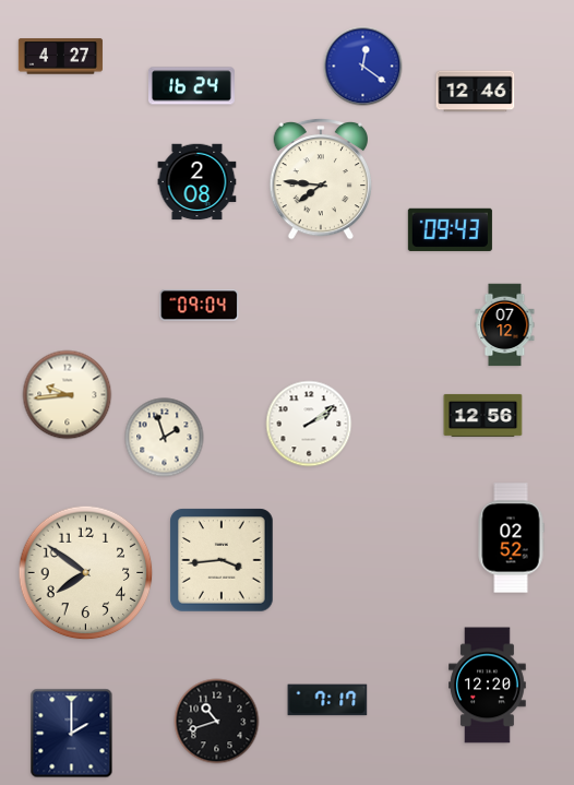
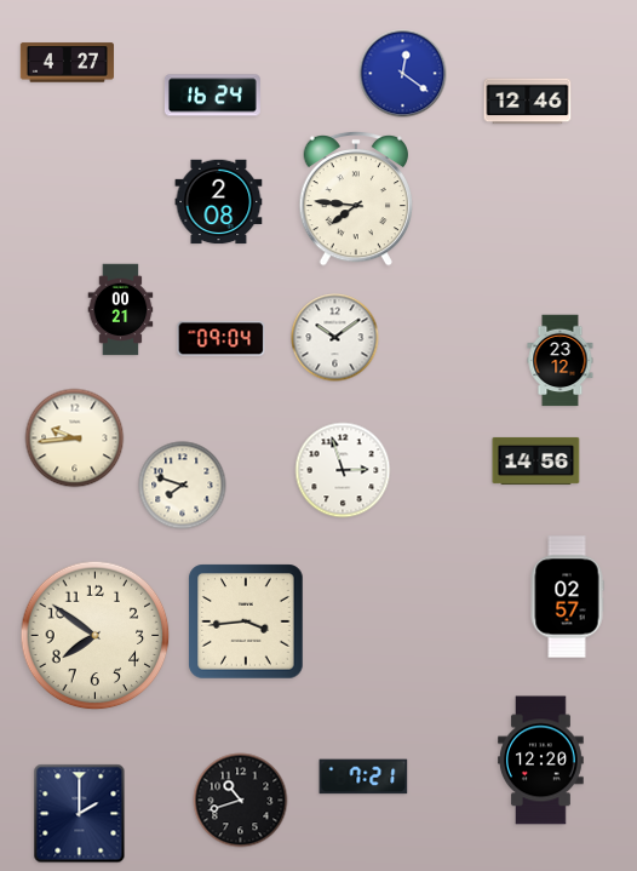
clock at (450, 229): 09:43 -> none
clock at (121, 310): none -> 00:21
clock at (335, 338): none -> 10:09
clock at (505, 325): 07:12 -> 23:12
clock at (483, 415): 12:56 -> 14:56
clock at (309, 424): 2:09 -> 2:57
clock at (165, 438): 1:57 -> 7:48
clock at (511, 538): 02:52 -> 02:57
clock at (327, 700): 7:17 -> 7:21
